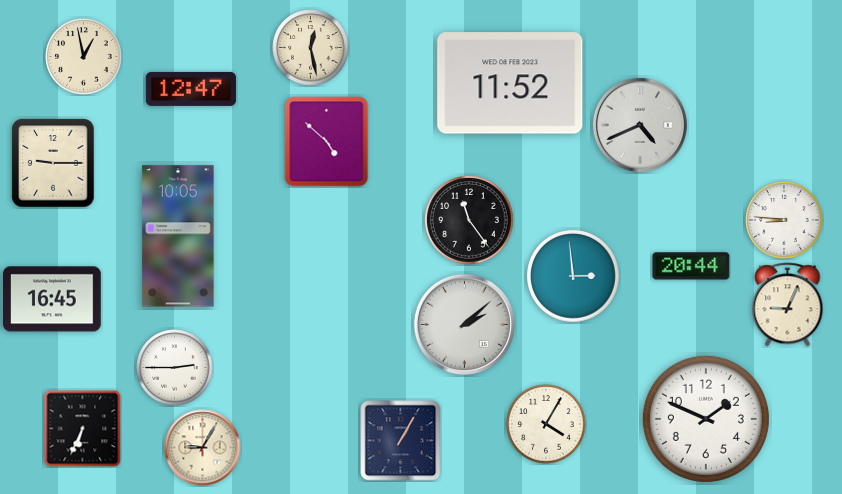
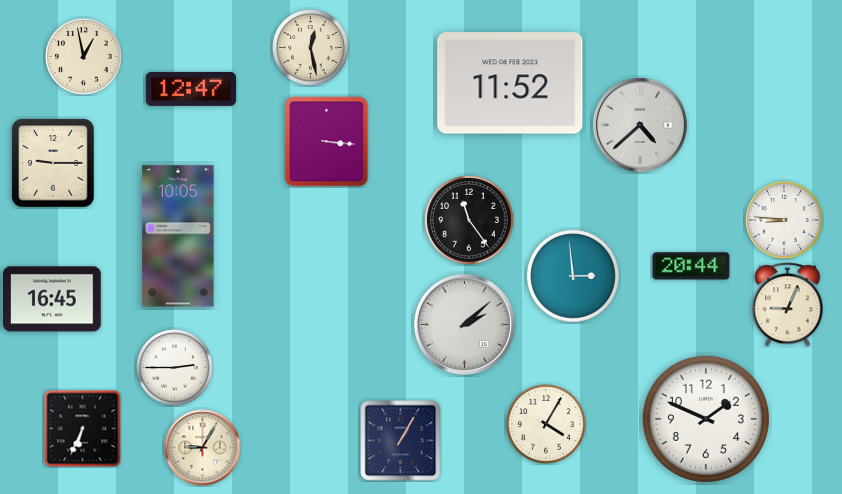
clock at (640, 125): 4:41 -> 4:38
clock at (327, 142): 4:52 -> 3:16
